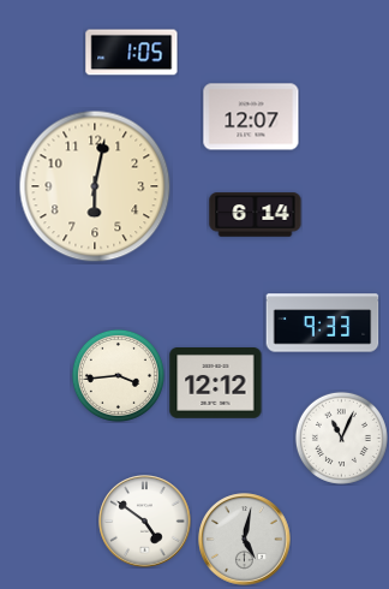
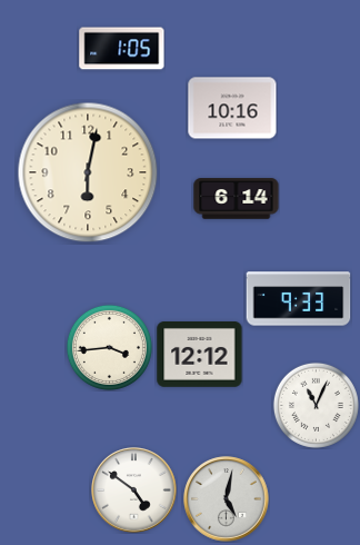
clock at (251, 117): 12:07 -> 10:16
clock at (145, 522) position: (145, 522) -> (134, 490)
